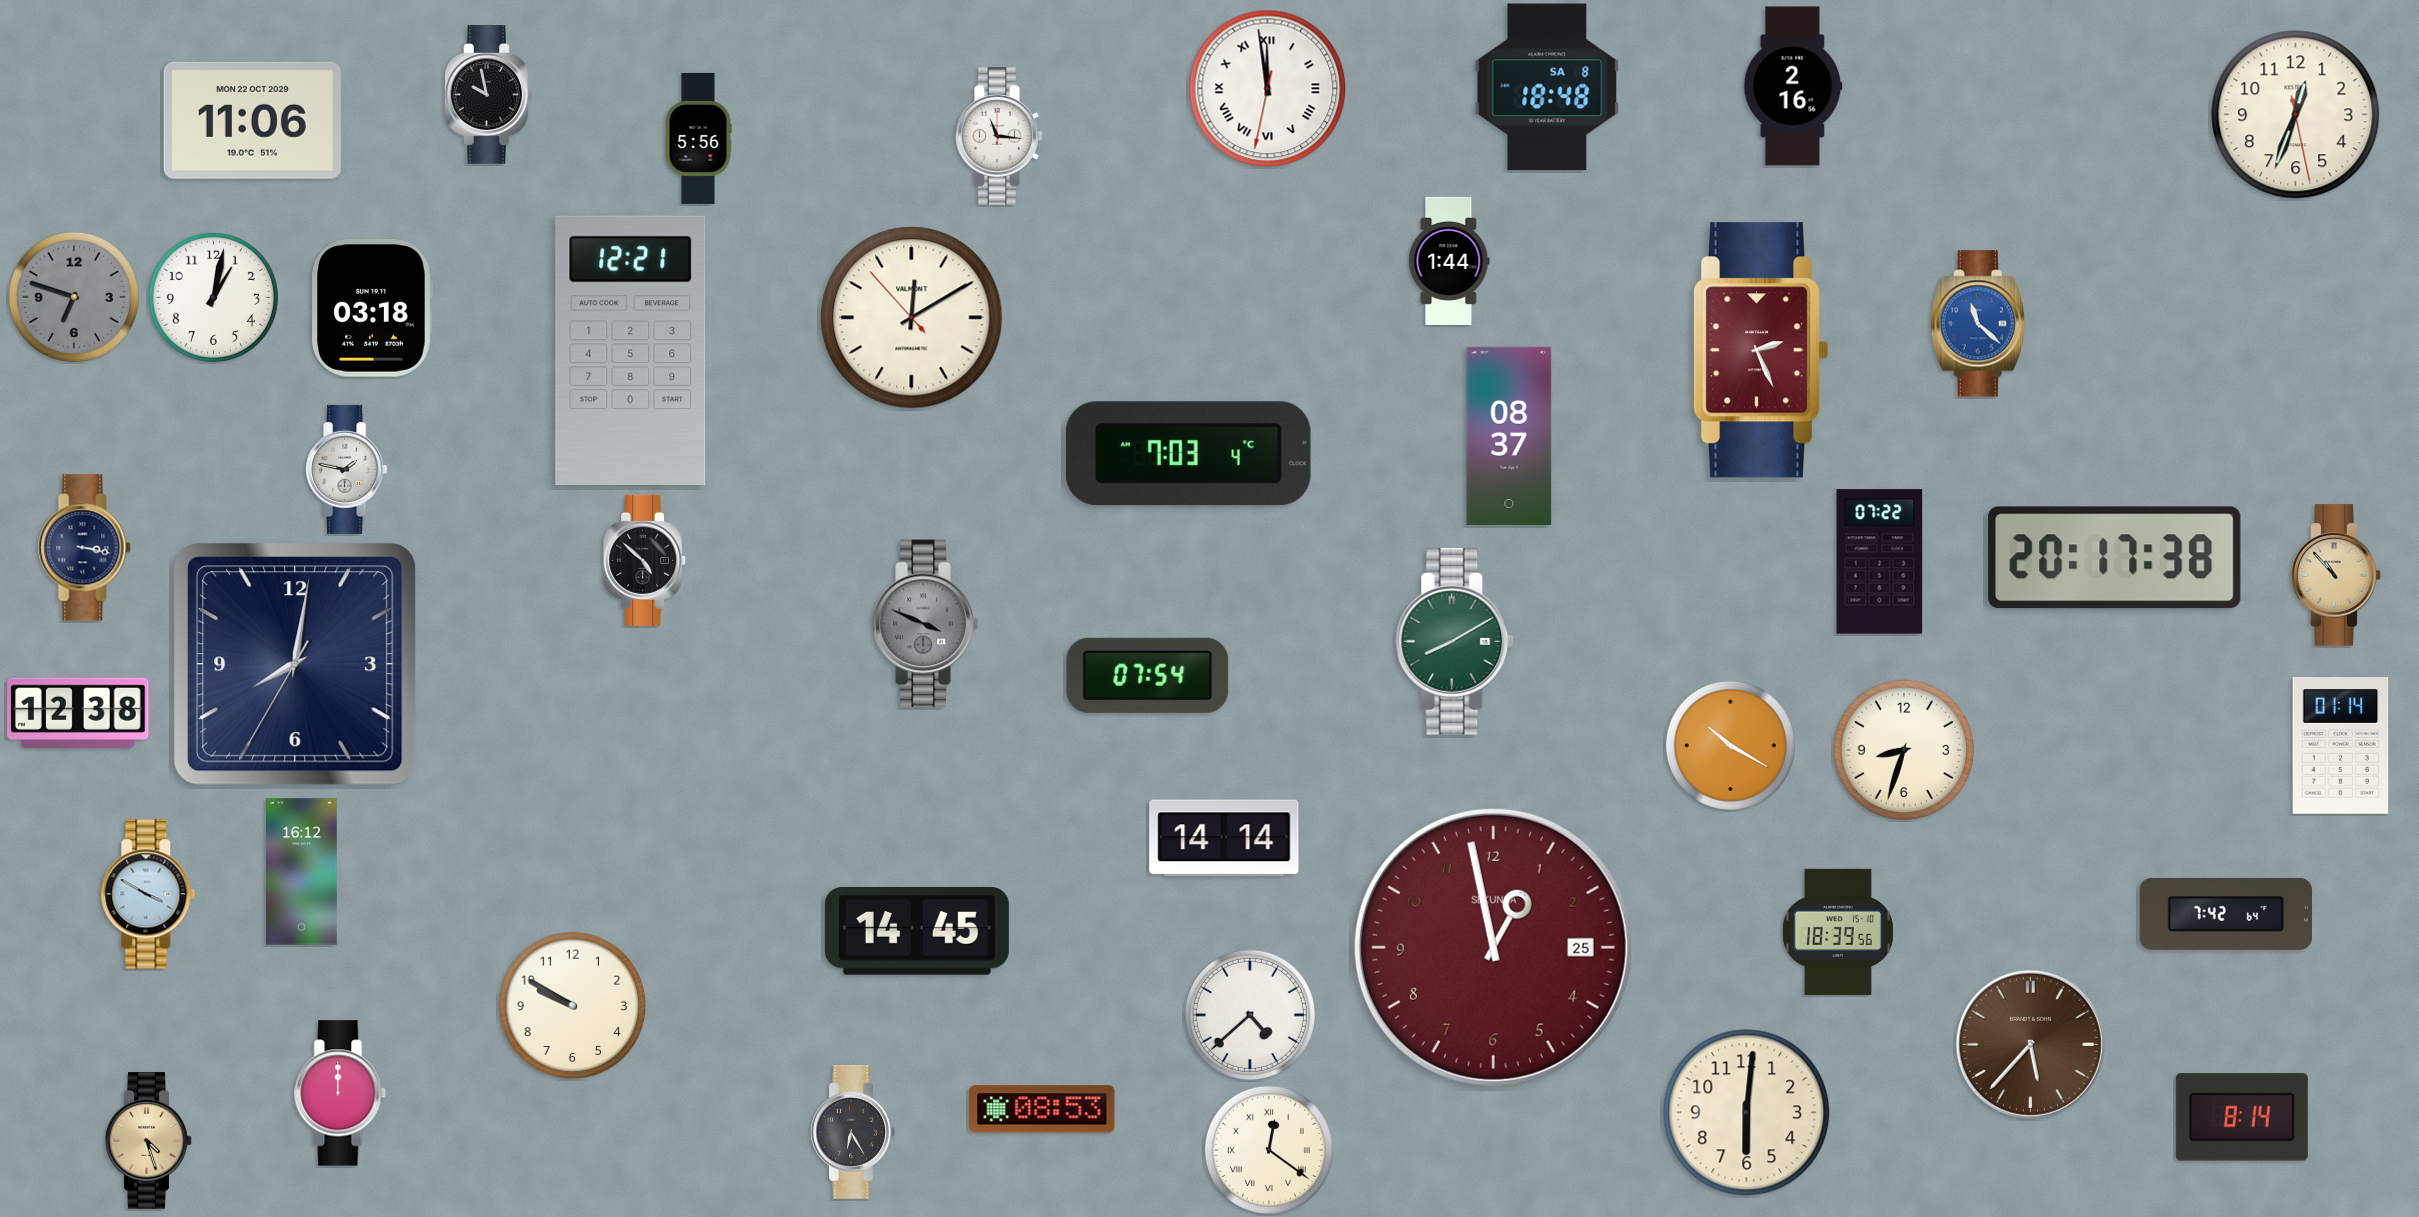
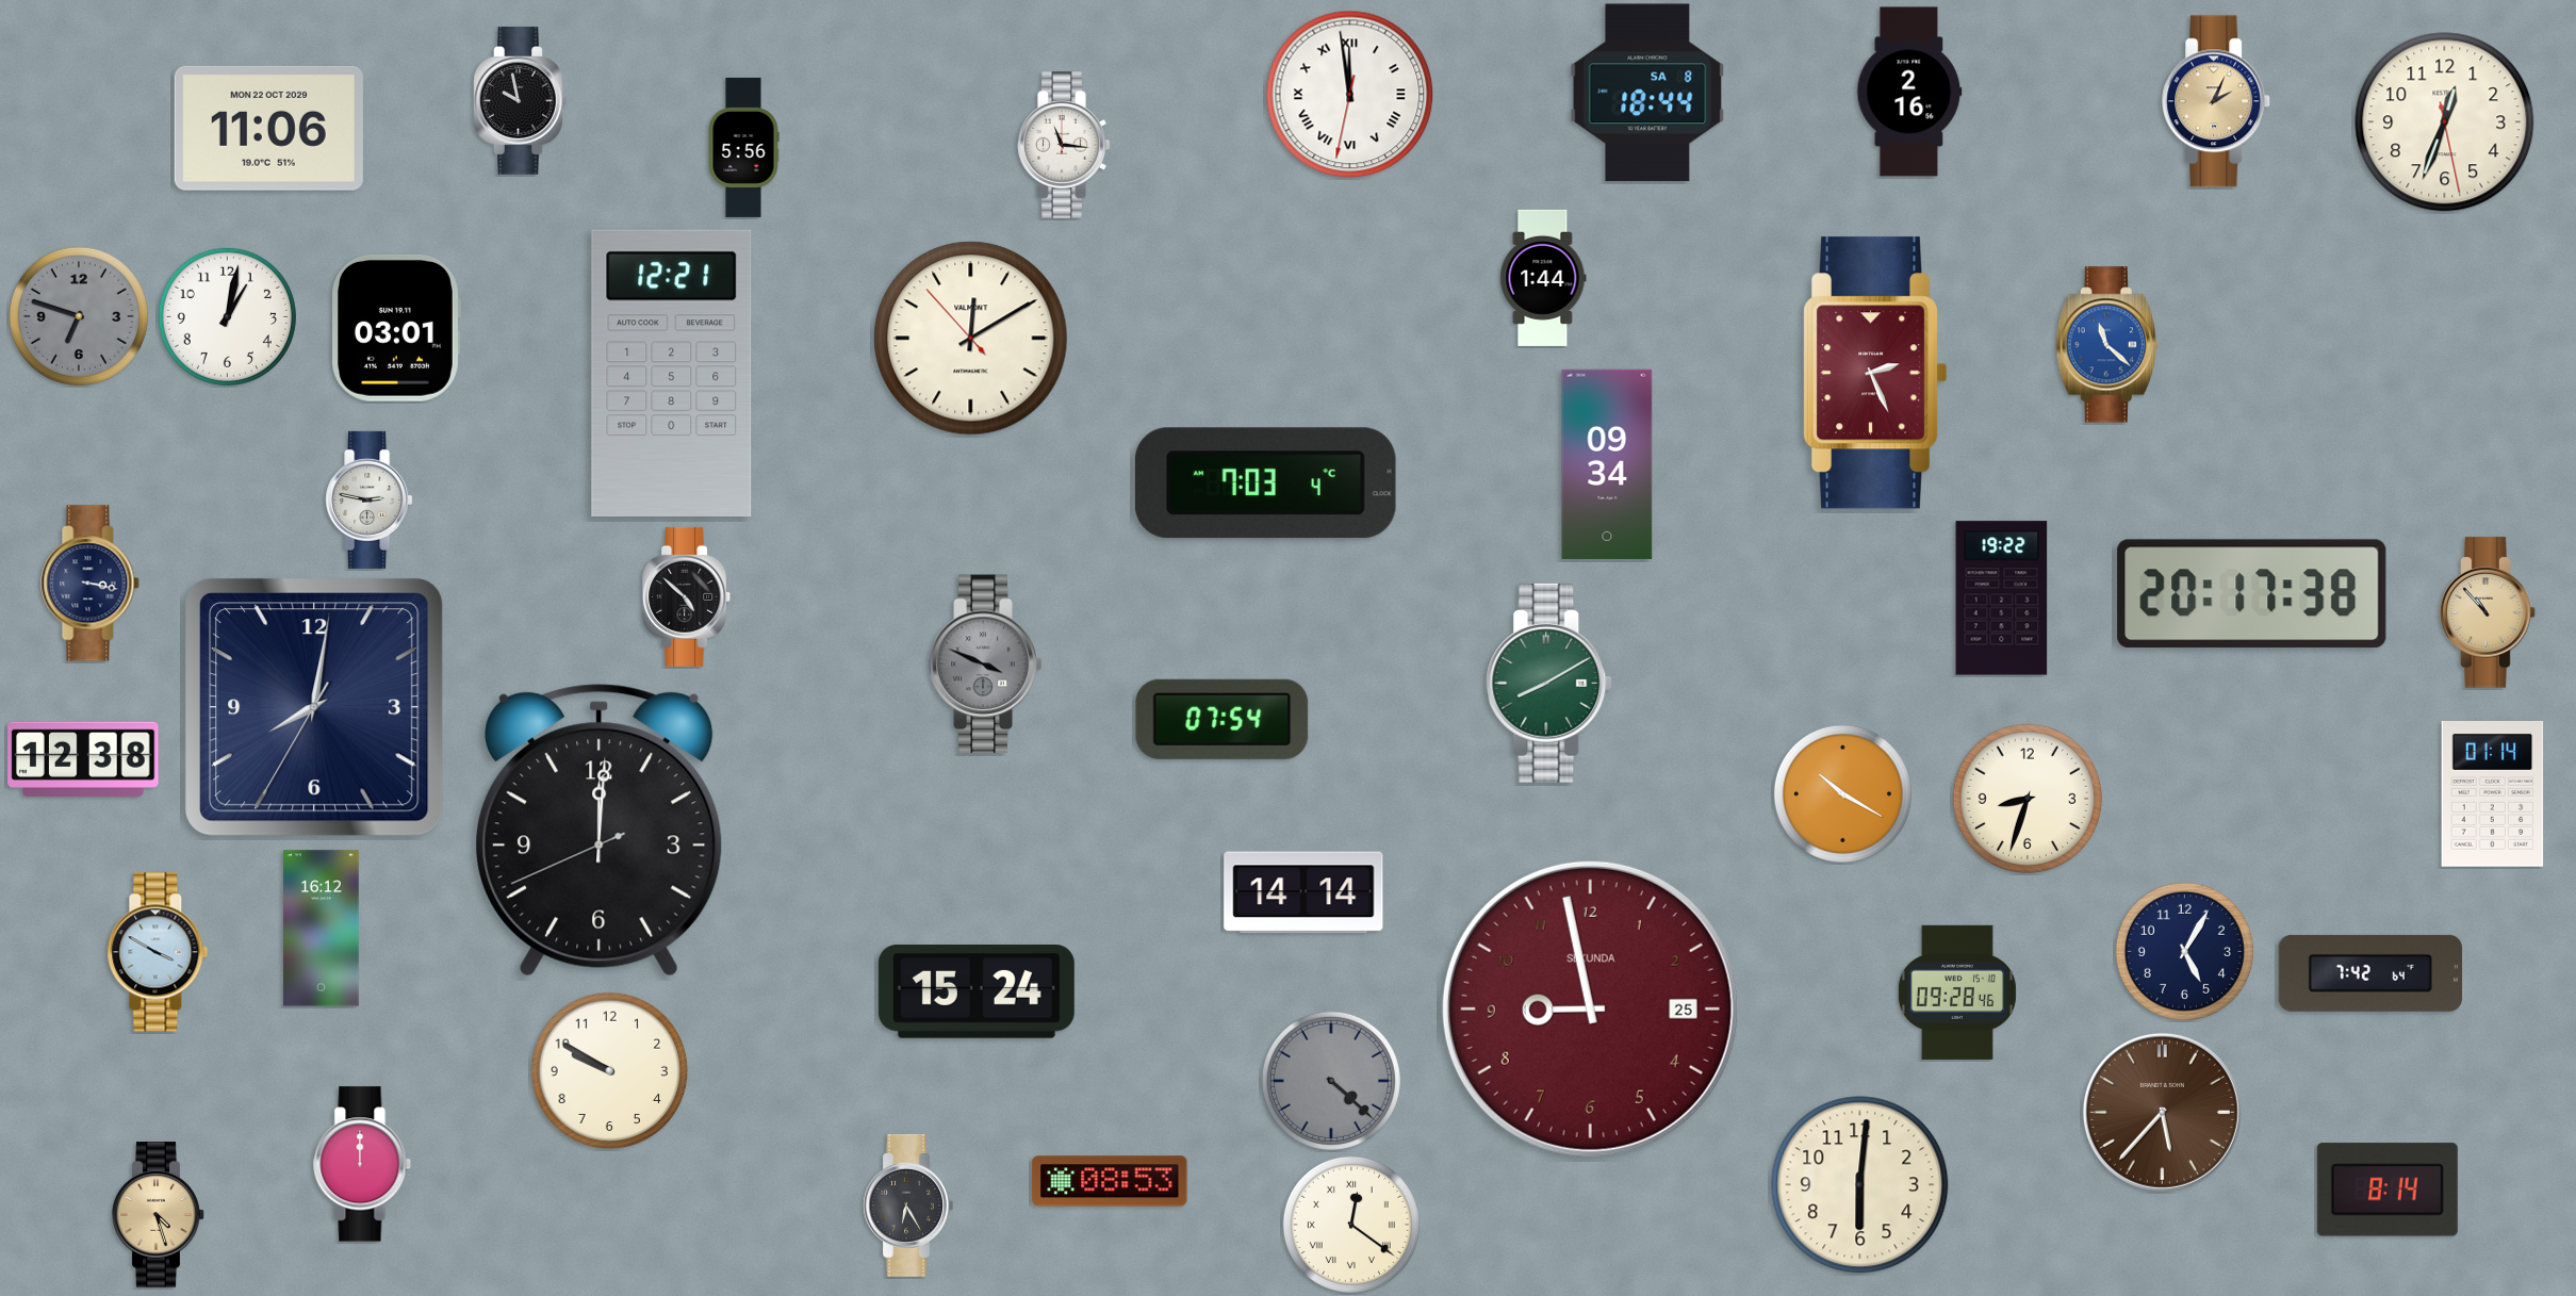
clock at (1547, 87): 18:48 -> 18:44
clock at (2217, 101): none -> 2:04
clock at (372, 308): 03:18 -> 03:01
clock at (1509, 436): 08:37 -> 09:34
clock at (347, 469): 1:47 -> 2:47
clock at (1880, 562): 07:22 -> 19:22
clock at (600, 831): none -> 12:00
clock at (2184, 951): none -> 5:05
clock at (917, 932): 14:45 -> 15:24
clock at (1838, 932): 18:39 -> 09:28
clock at (1493, 947): 12:58 -> 8:58
clock at (1250, 1015): 4:38 -> 4:22
clock at (1250, 1015) dial: white -> grey
